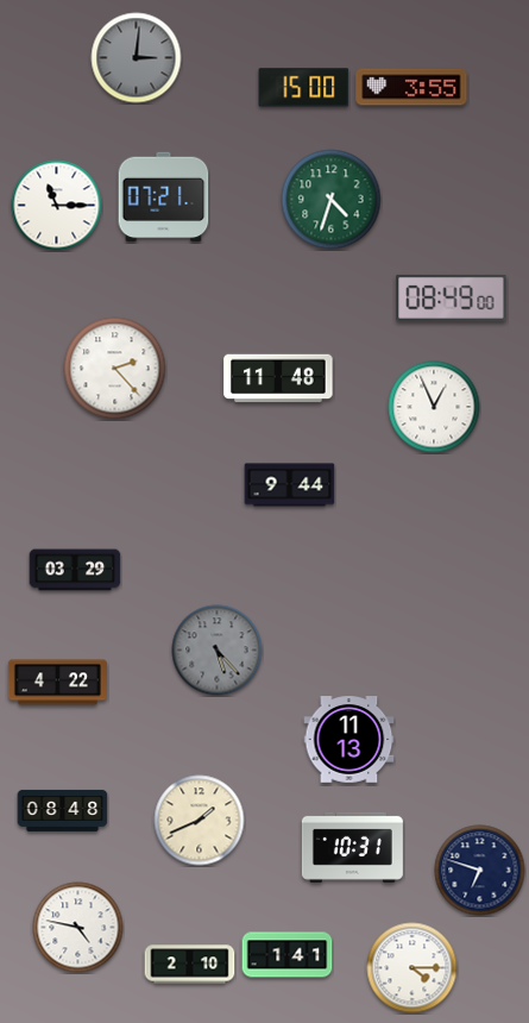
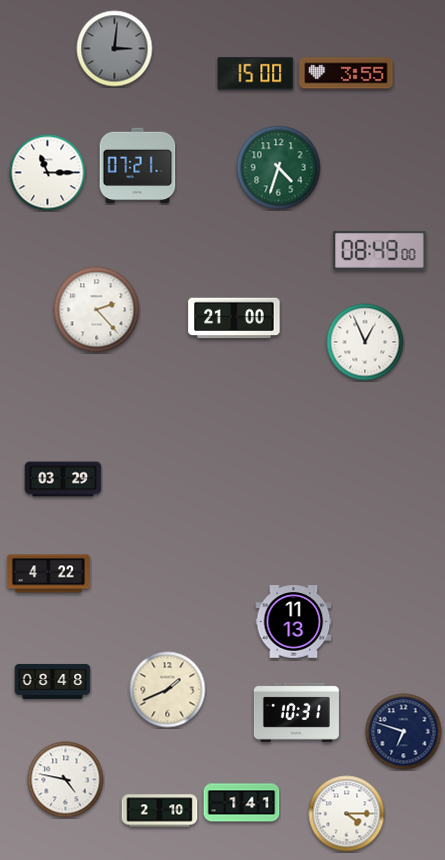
clock at (278, 378): 11:48 -> 21:00
clock at (290, 485): 9:44 -> none
clock at (218, 651): 5:23 -> none
